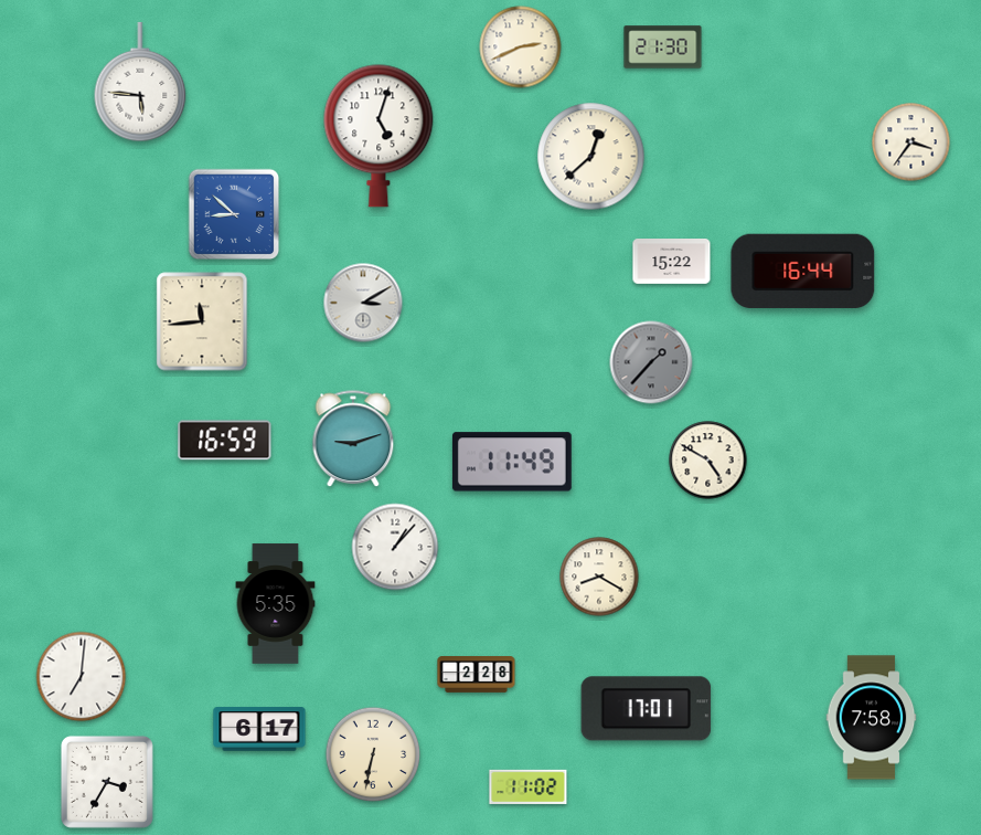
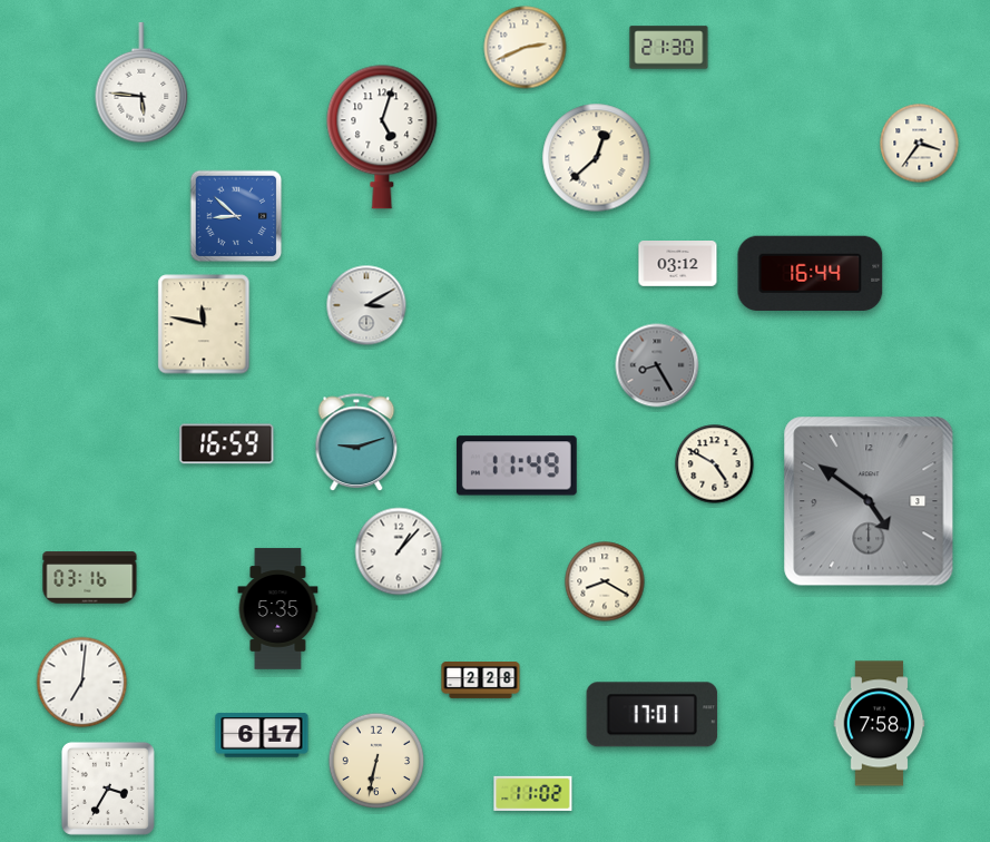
clock at (672, 262): 15:22 -> 03:12
clock at (202, 321): 11:44 -> 11:47
clock at (651, 362): 1:37 -> 8:25
clock at (869, 501): none -> 4:51
clock at (90, 578): none -> 03:16
